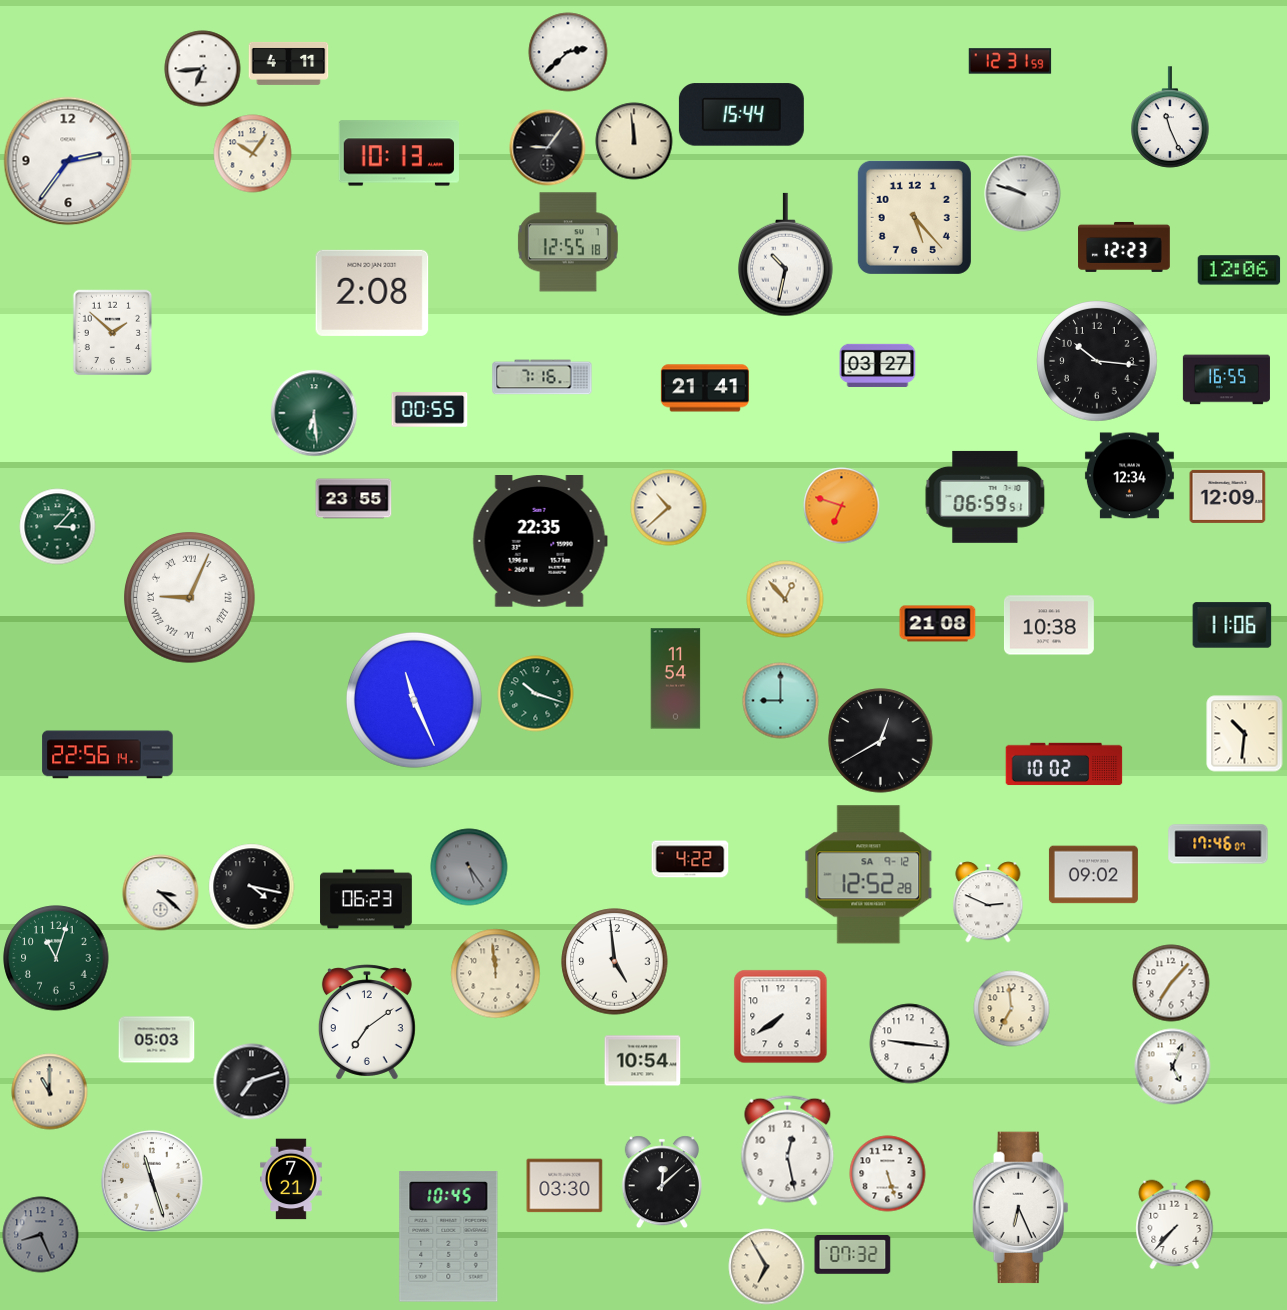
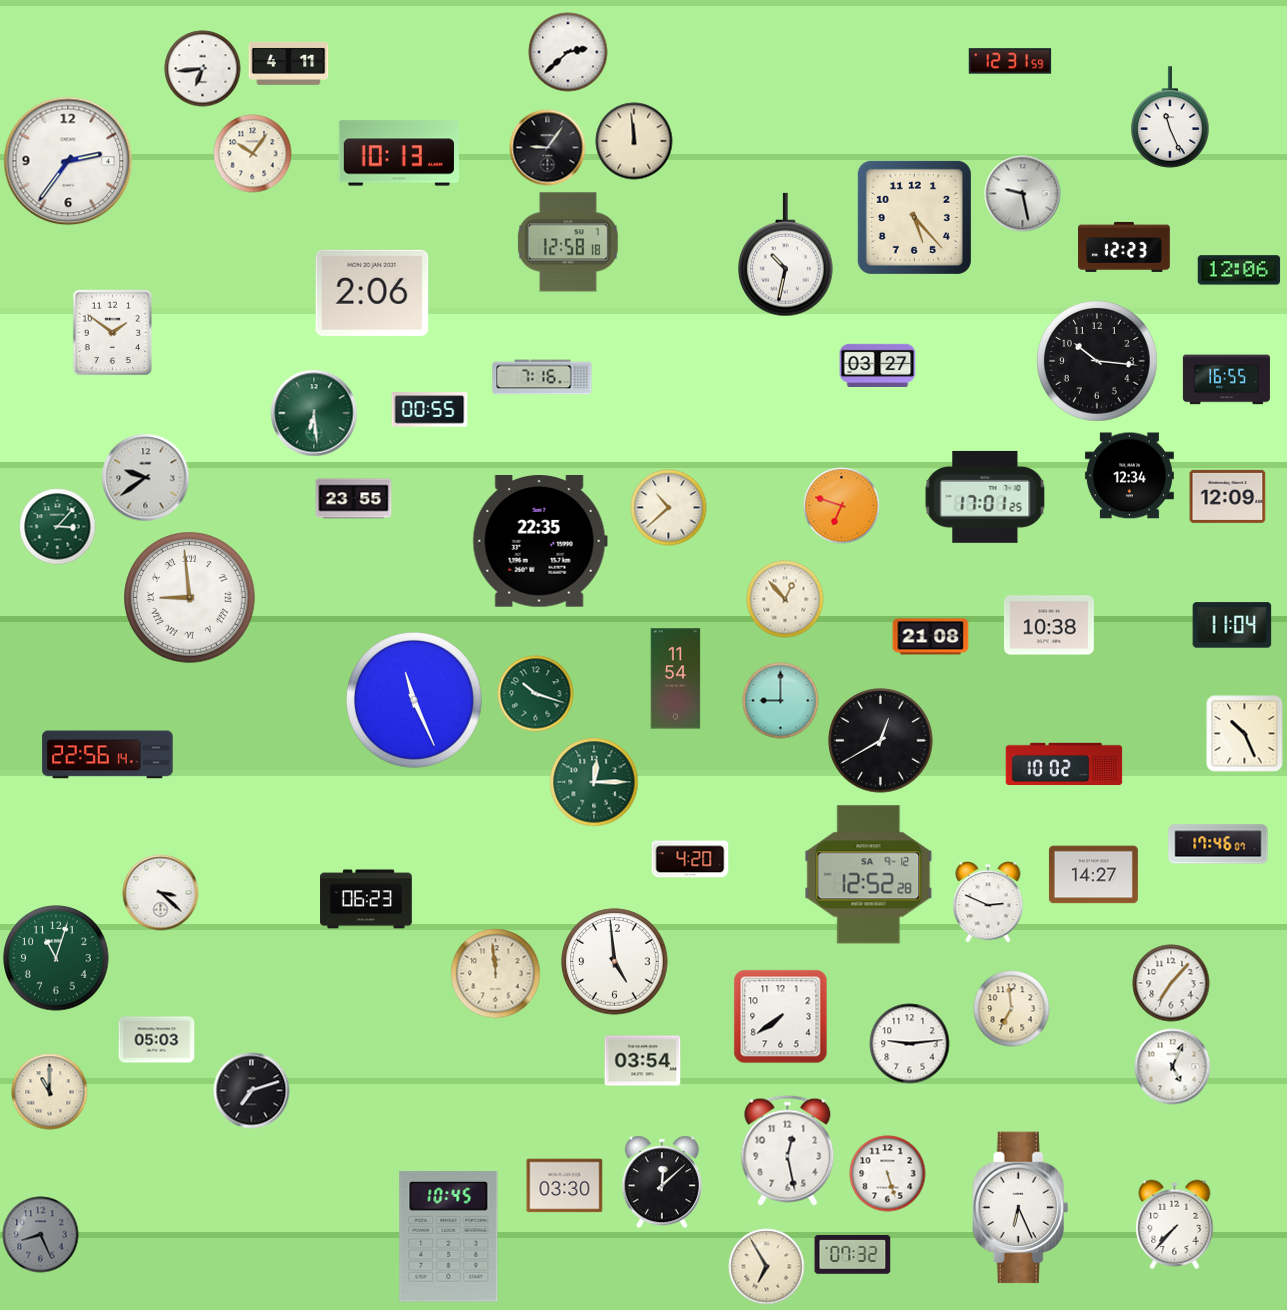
clock at (741, 115): 15:44 -> none
clock at (1023, 194): 9:48 -> 9:28
clock at (568, 242): 12:55 -> 12:58
clock at (372, 293): 2:08 -> 2:06
clock at (113, 333): 1:52 -> 1:51
clock at (705, 388): 21:41 -> none
clock at (146, 478): none -> 9:39
clock at (985, 497): 06:59 -> 17:01
clock at (190, 598): 9:04 -> 8:59
clock at (938, 624) position: (938, 624) -> (931, 637)
clock at (1232, 625): 11:06 -> 11:04
clock at (1245, 734): 10:31 -> 10:26
clock at (594, 782): none -> 12:15
clock at (690, 859): 4:22 -> 4:20
clock at (469, 867): 5:24 -> none
clock at (1093, 875): 09:02 -> 14:27
clock at (252, 887): 4:17 -> none
clock at (367, 1022): 7:09 -> none
clock at (910, 1044): 9:16 -> 9:14
clock at (643, 1061): 10:54 -> 03:54
clock at (252, 1082) position: (252, 1082) -> (252, 1091)
clock at (291, 1179): 7:21 -> none
clock at (152, 1181): 11:27 -> none
